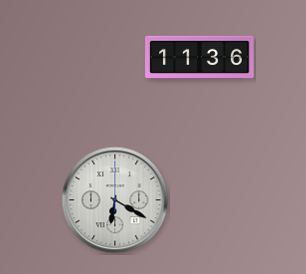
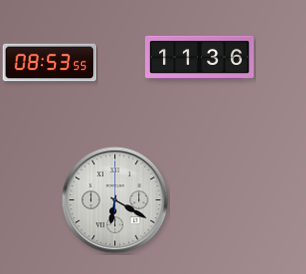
clock at (50, 63): none -> 08:53
